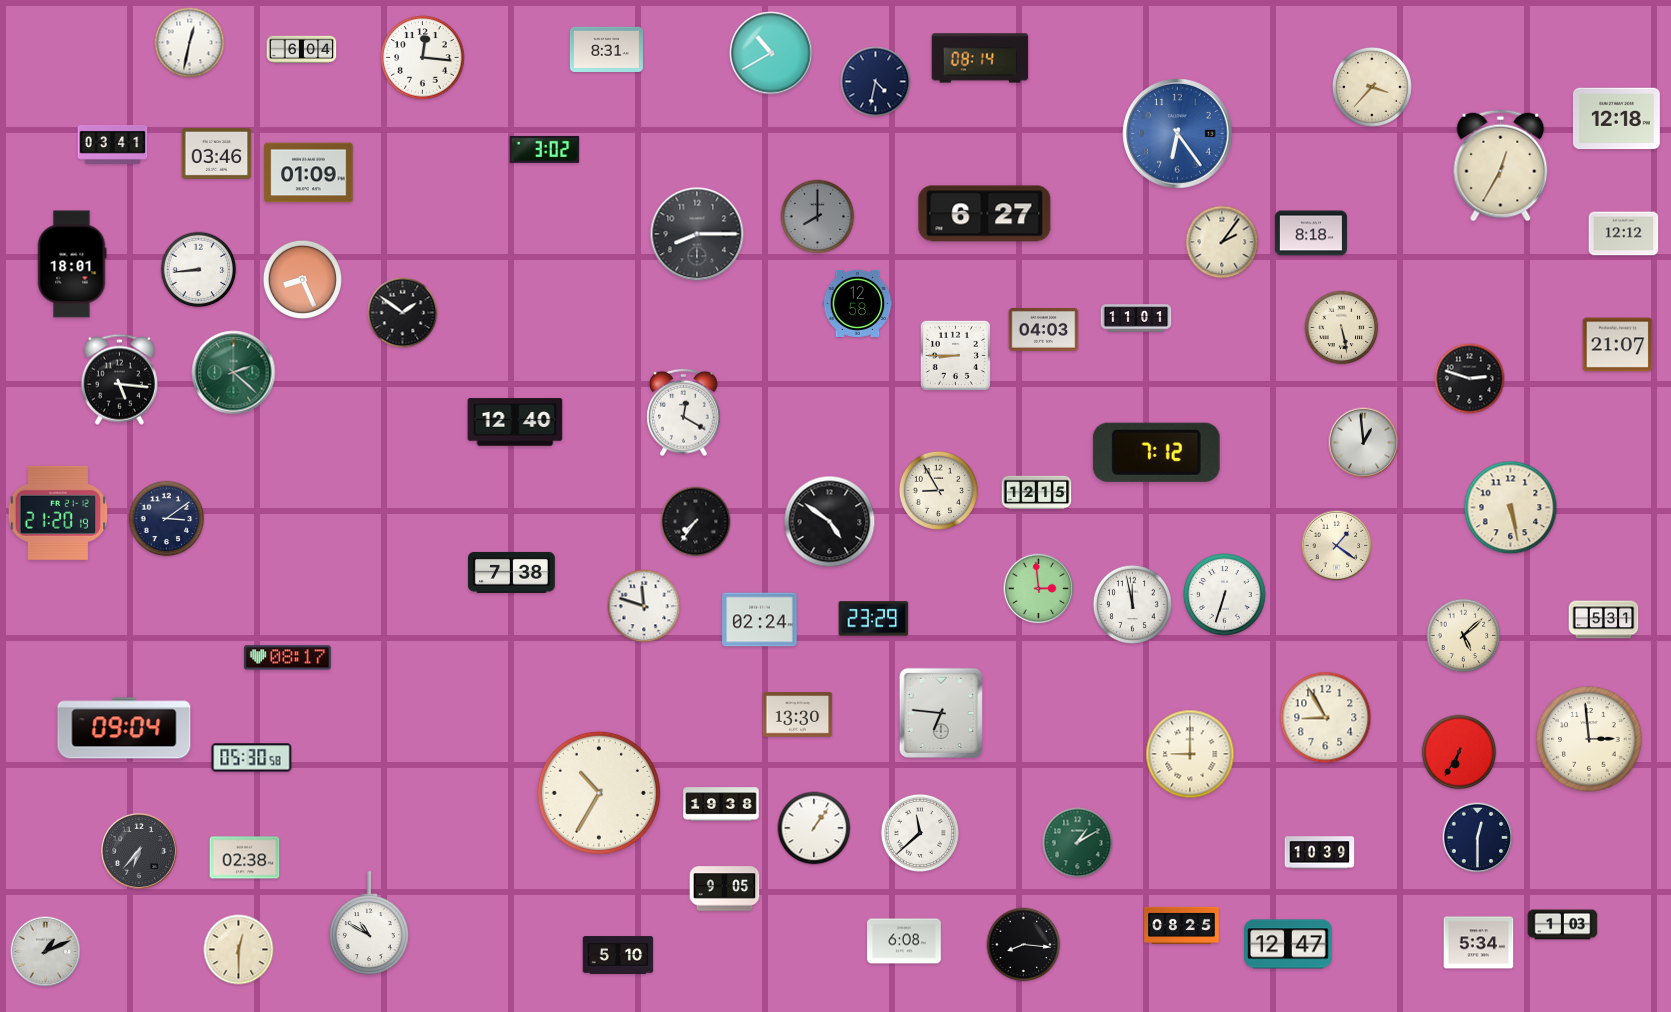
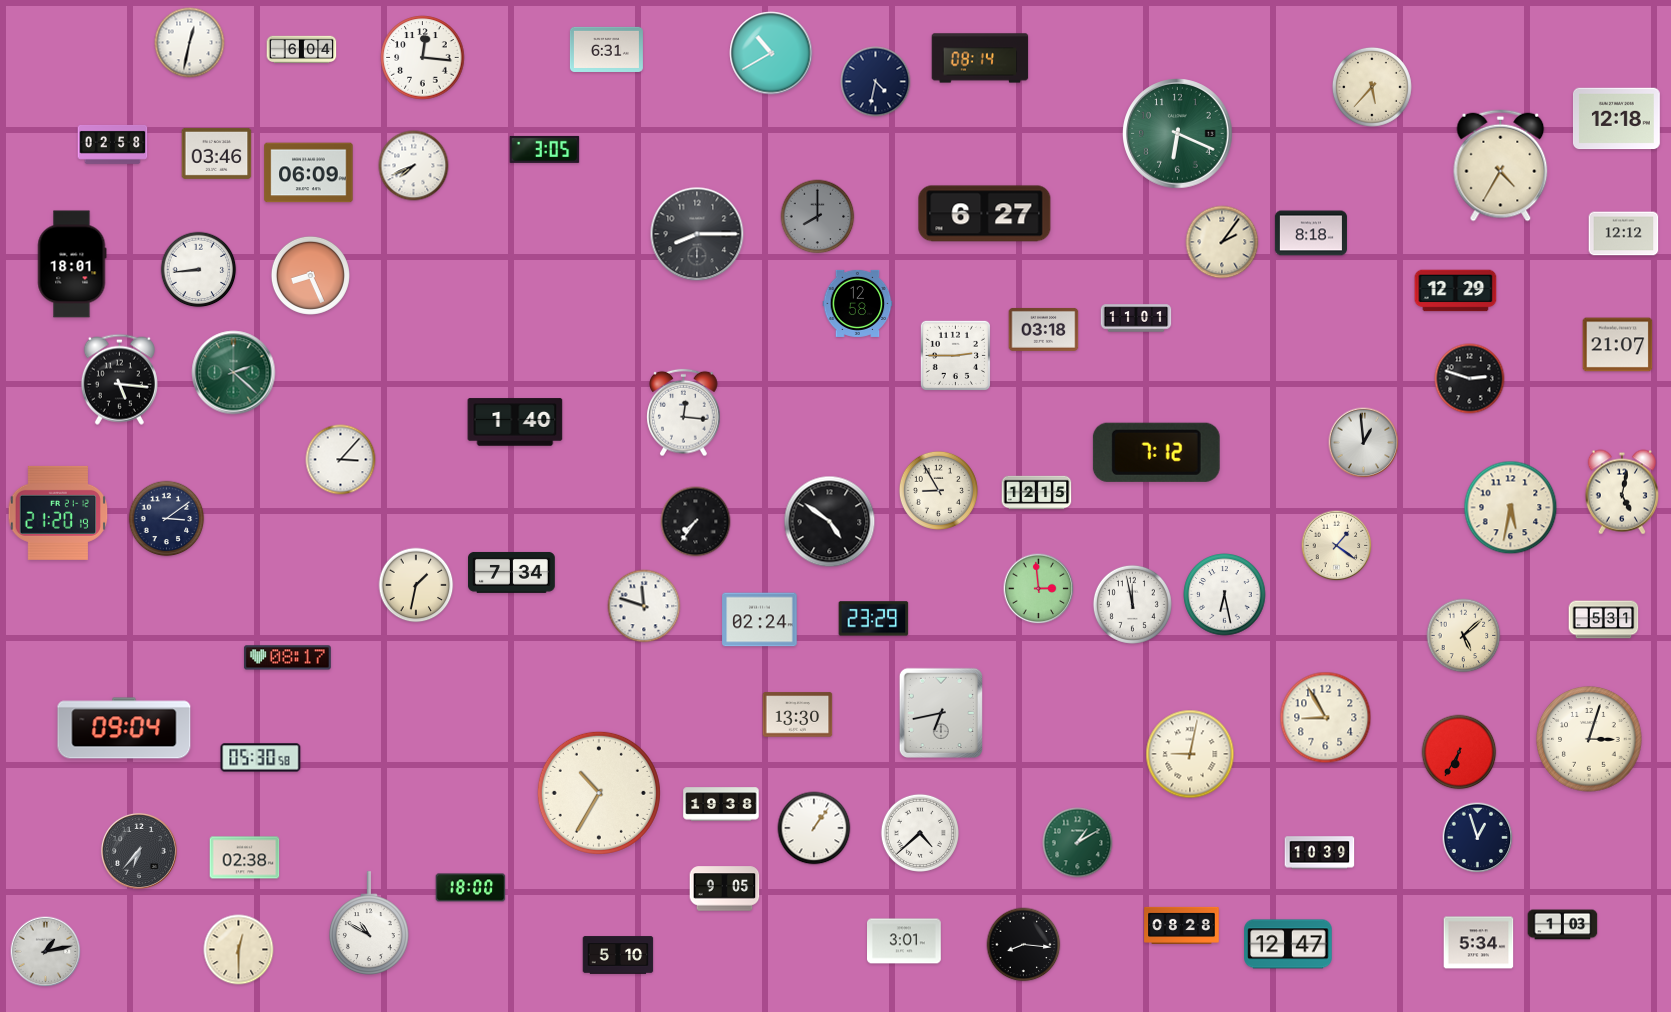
clock at (606, 49): 8:31 -> 6:31
clock at (1372, 87): 3:37 -> 5:37
clock at (1178, 134): 6:24 -> 6:19
clock at (1178, 134) dial: blue -> green
clock at (113, 144): 03:41 -> 02:58
clock at (545, 149): 3:02 -> 3:05
clock at (414, 166): none -> 7:41
clock at (1501, 166): 12:35 -> 4:35
clock at (309, 173): 01:09 -> 06:09
clock at (302, 279) position: (302, 279) -> (310, 275)
clock at (1456, 291): none -> 12:29
clock at (403, 313): 1:51 -> none
clock at (1342, 328): 5:28 -> none
clock at (1044, 329): 04:03 -> 03:18
clock at (955, 355): 8:45 -> 2:45
clock at (684, 413): 12:20 -> 12:16
clock at (515, 422): 12:40 -> 1:40
clock at (341, 460): none -> 3:07
clock at (1621, 492): none -> 5:02
clock at (1511, 508): 5:28 -> 5:32
clock at (512, 572): 7:38 -> 7:34
clock at (416, 585): none -> 1:32
clock at (1225, 595): 6:33 -> 6:28
clock at (941, 712): 6:46 -> 6:43
clock at (1589, 739): 2:59 -> 3:03
clock at (1190, 754): 9:00 -> 9:02
clock at (252, 758) position: (252, 758) -> (261, 758)
clock at (920, 833): 11:38 -> 4:38
clock at (1478, 838): 12:30 -> 12:57
clock at (471, 888): none -> 18:00
clock at (1182, 925): 08:25 -> 08:28
clock at (905, 941): 6:08 -> 3:01
clock at (46, 952): 1:11 -> 1:13
